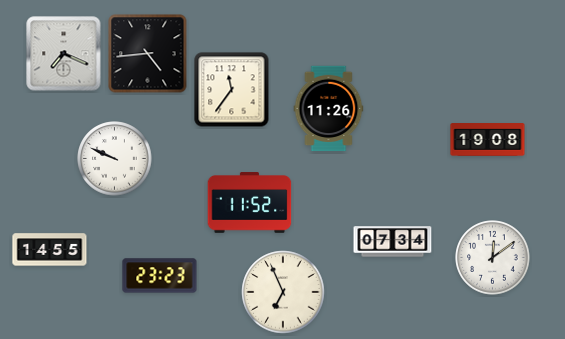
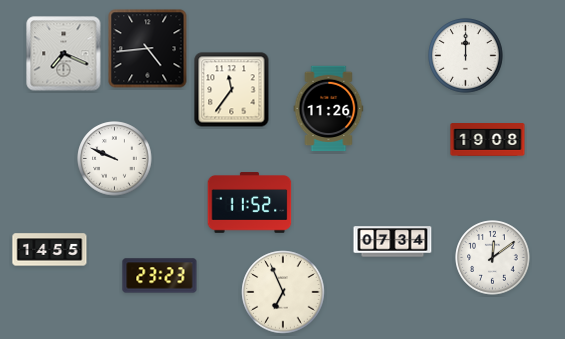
clock at (148, 54) position: (148, 54) -> (148, 49)
clock at (466, 56): none -> 12:00
